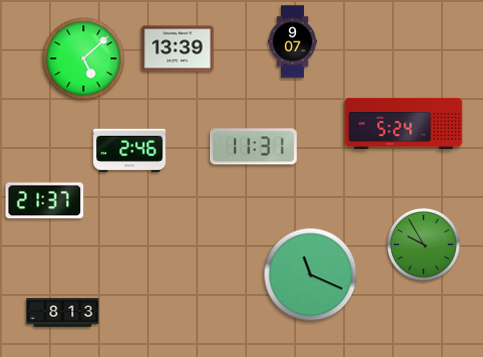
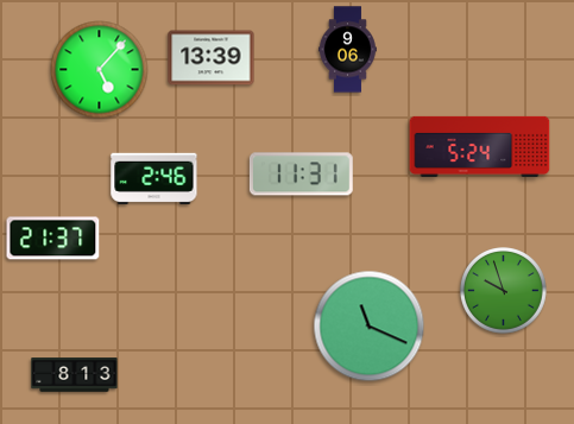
clock at (292, 42): 9:07 -> 9:06
clock at (84, 59): 5:08 -> 5:07
clock at (424, 245): 9:55 -> 9:57
clock at (63, 313) position: (63, 313) -> (75, 375)
